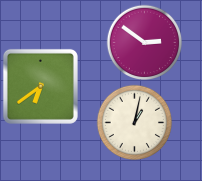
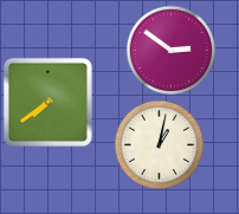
clock at (40, 86): 6:39 -> 7:39
